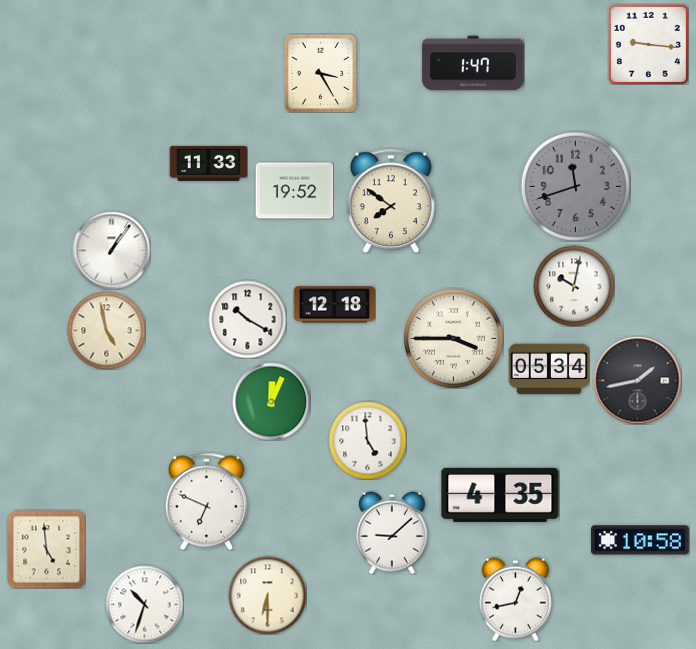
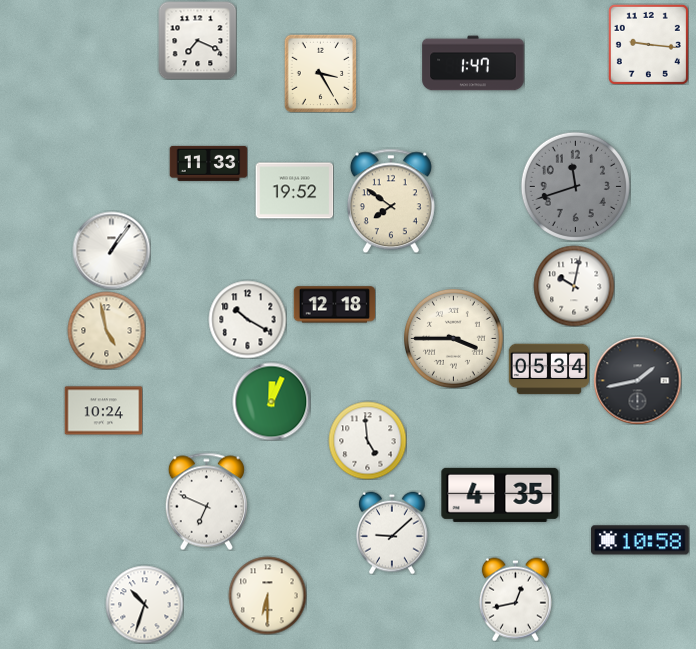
clock at (197, 40): none -> 7:19
clock at (103, 411): none -> 10:24
clock at (46, 549): 4:59 -> none
